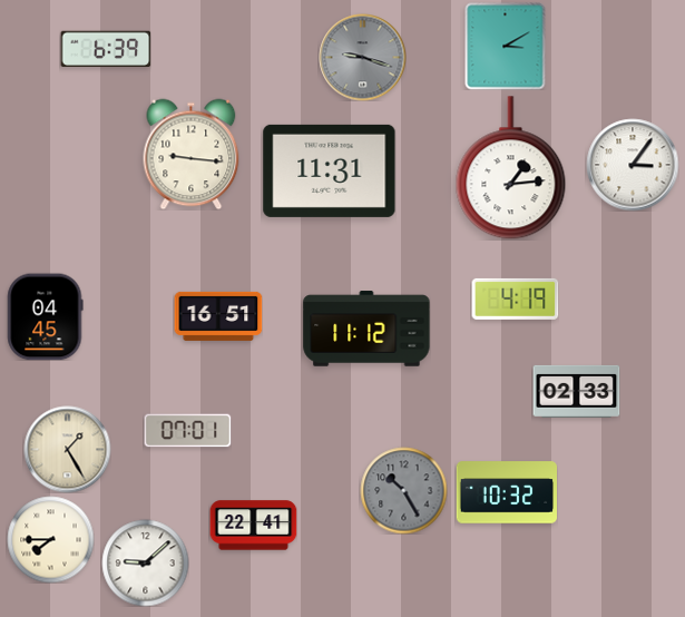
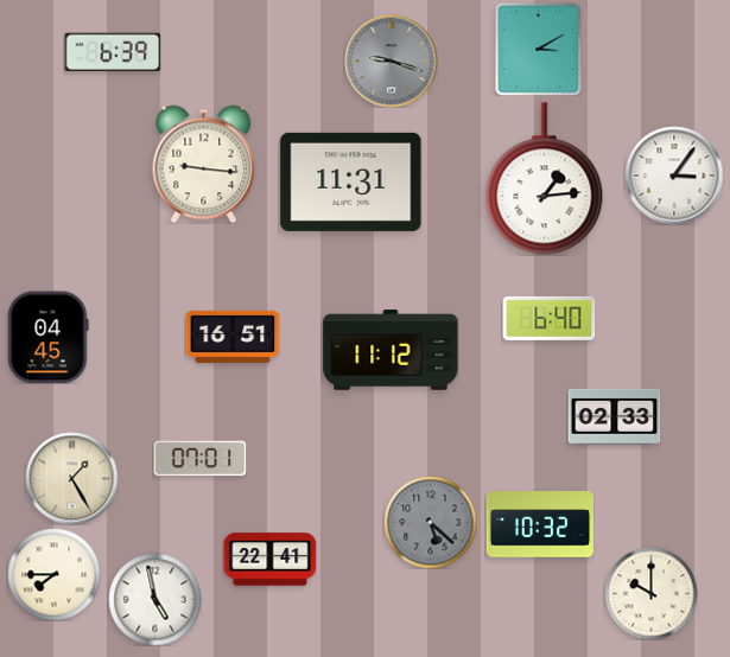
clock at (362, 57) position: (362, 57) -> (391, 60)
clock at (515, 298): 4:19 -> 6:40
clock at (403, 490): 10:25 -> 5:22
clock at (650, 593): none -> 10:00
clock at (145, 562): 9:08 -> 4:58
